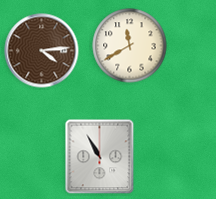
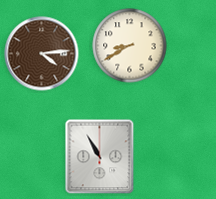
clock at (130, 46): 11:40 -> 8:40
clock at (42, 51) position: (42, 51) -> (42, 54)
